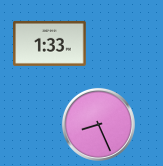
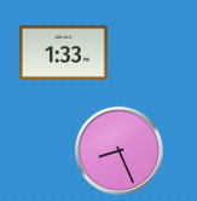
clock at (50, 43) position: (50, 43) -> (64, 52)
